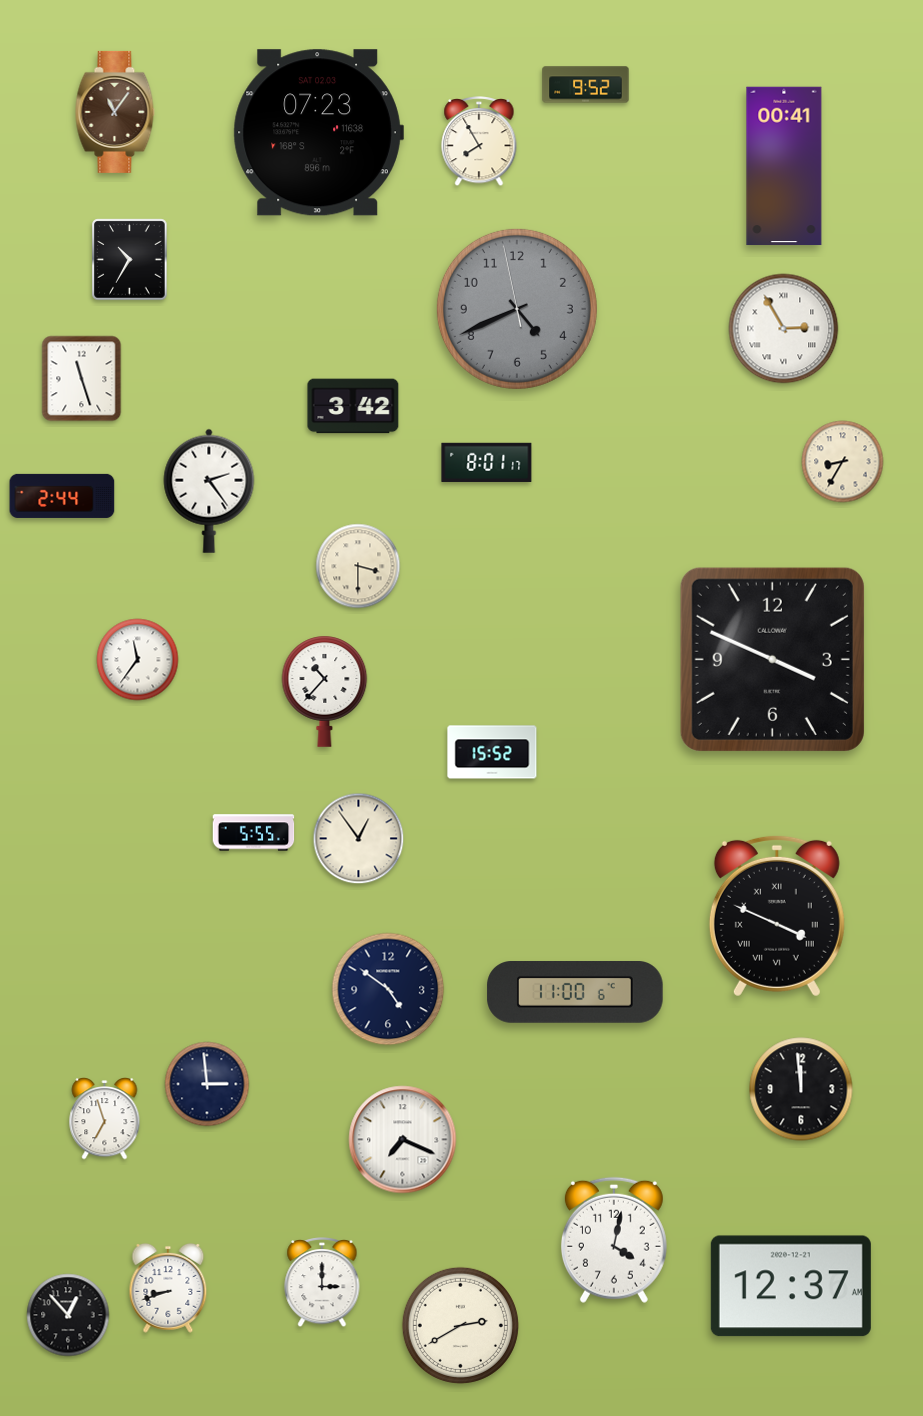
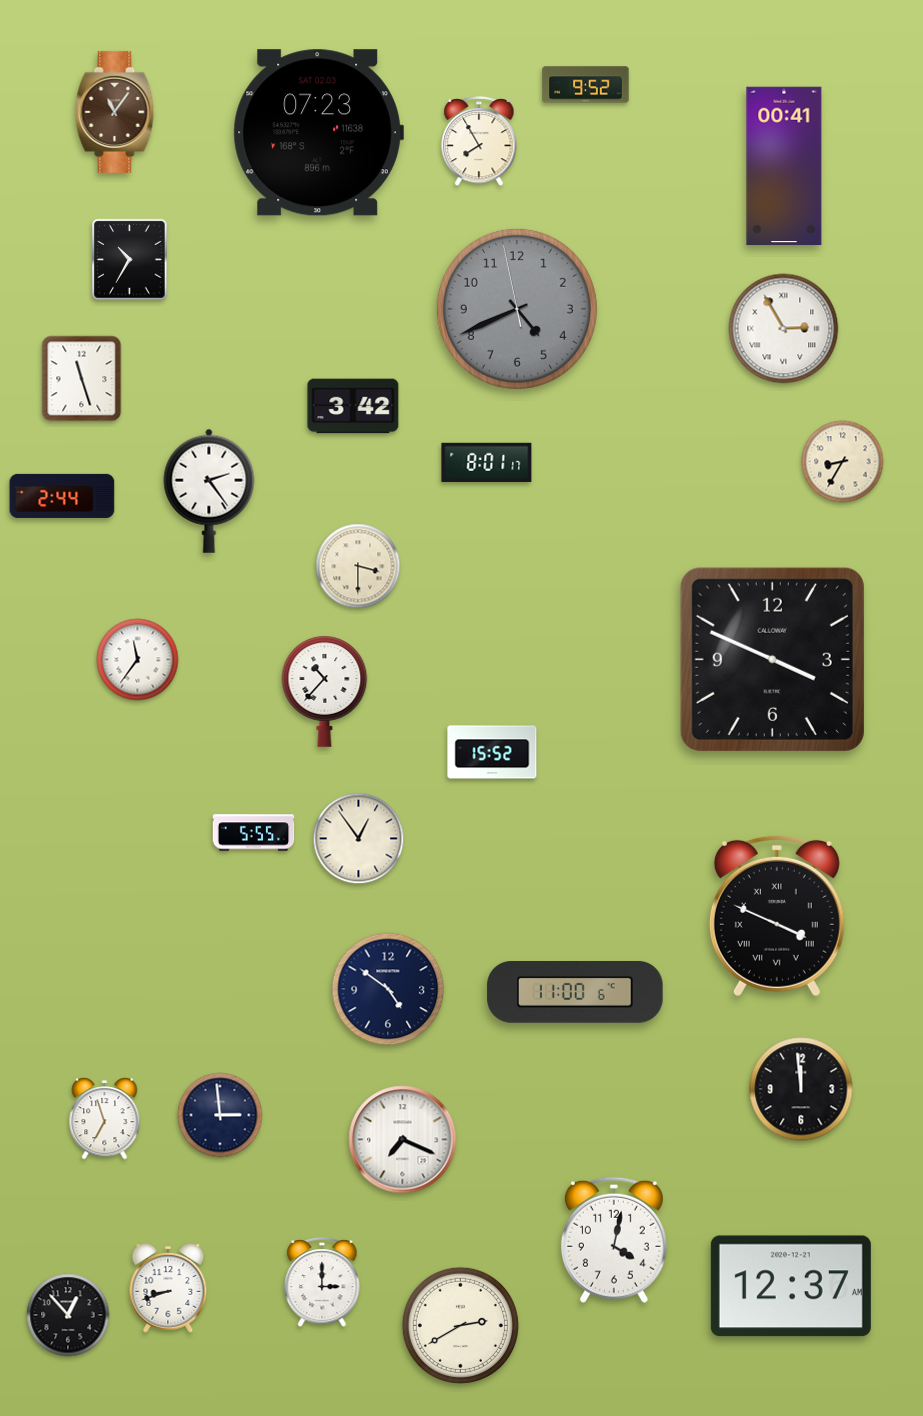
clock at (207, 1084) position: (207, 1084) -> (220, 1115)
